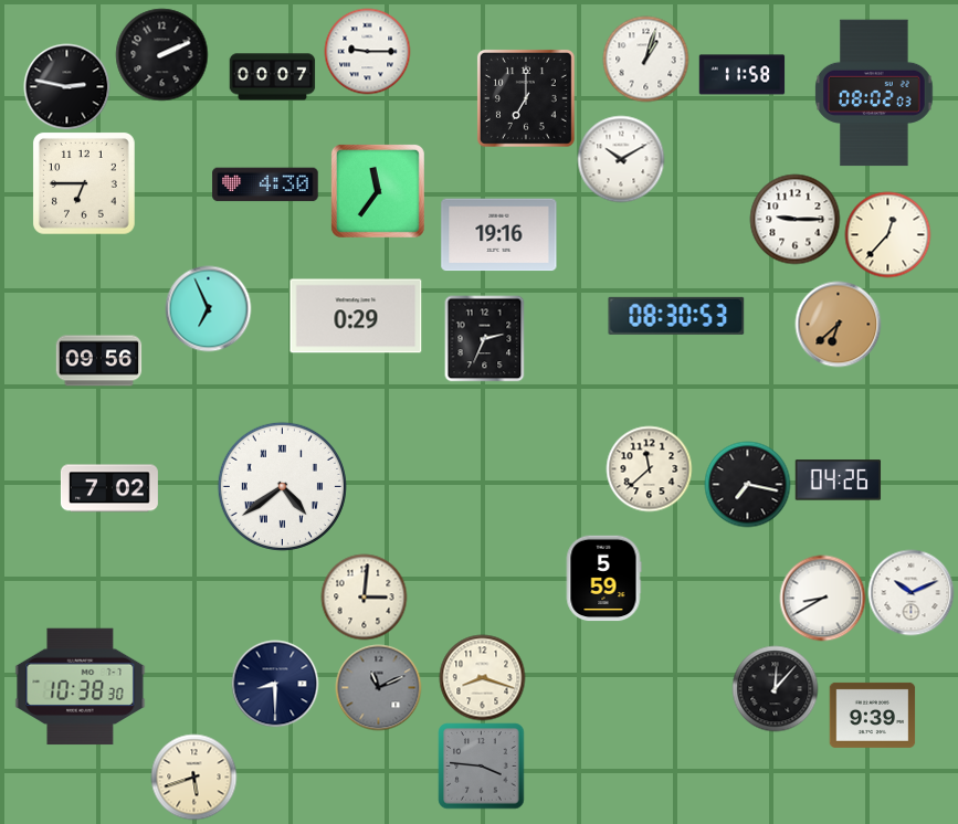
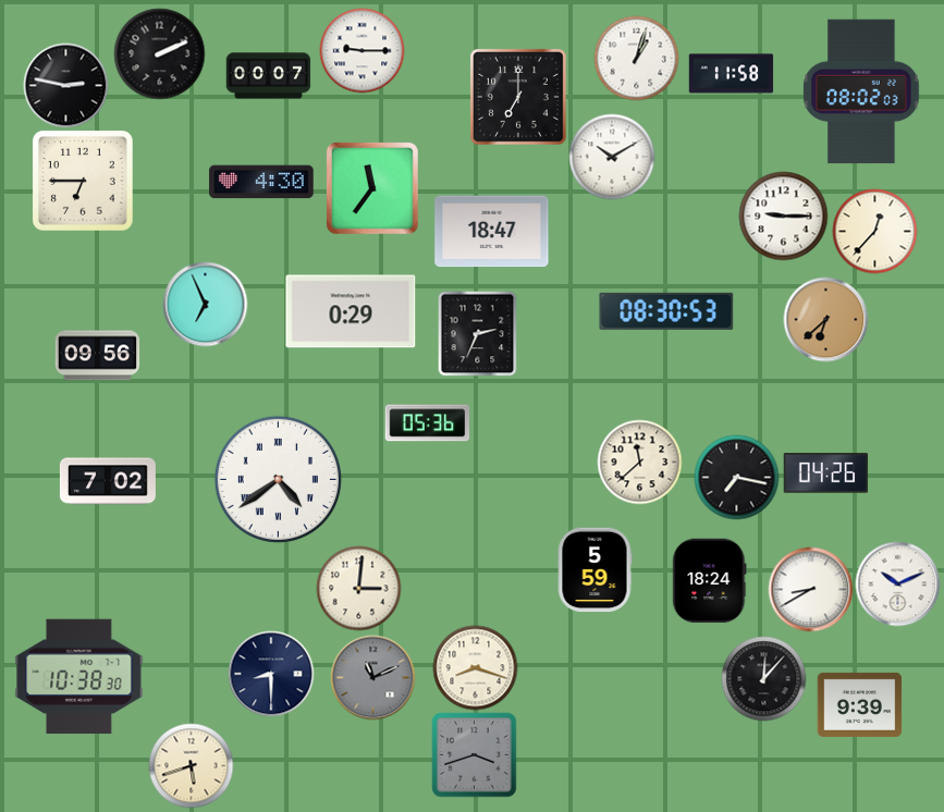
clock at (499, 235): 19:16 -> 18:47
clock at (427, 423): none -> 05:36
clock at (710, 580): none -> 18:24
clock at (481, 765): 3:46 -> 3:42
